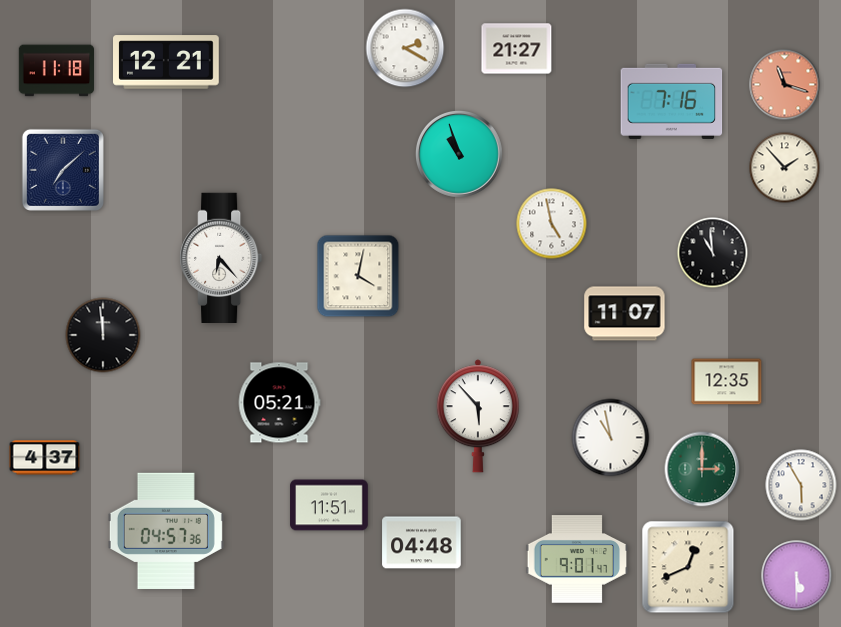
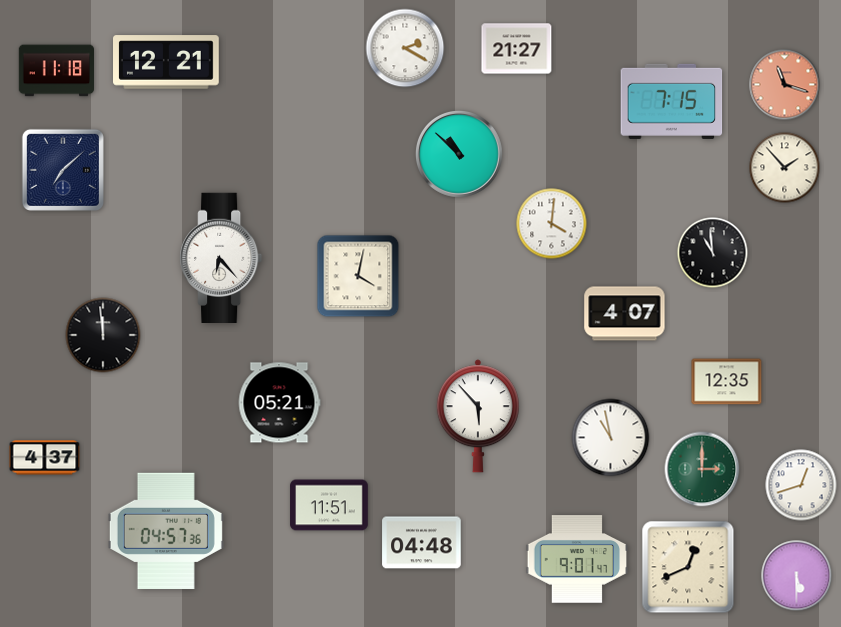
clock at (672, 101): 7:16 -> 7:15
clock at (459, 154): 10:57 -> 10:52
clock at (552, 224): 4:58 -> 4:01
clock at (625, 314): 11:07 -> 4:07
clock at (801, 485): 5:55 -> 12:42
